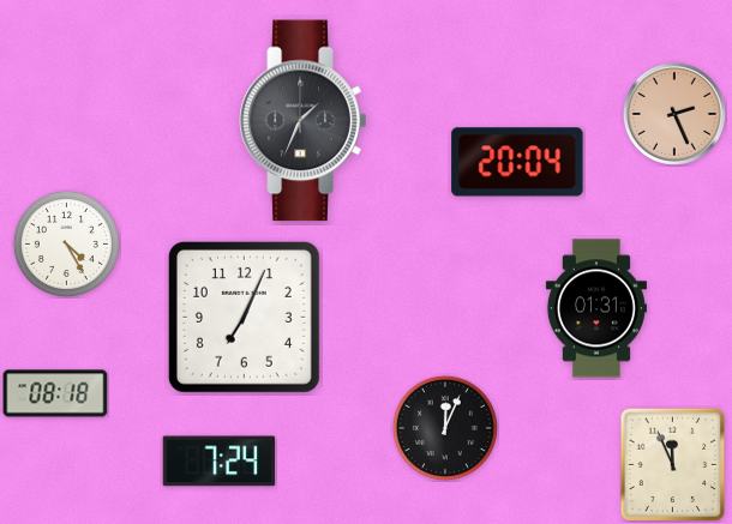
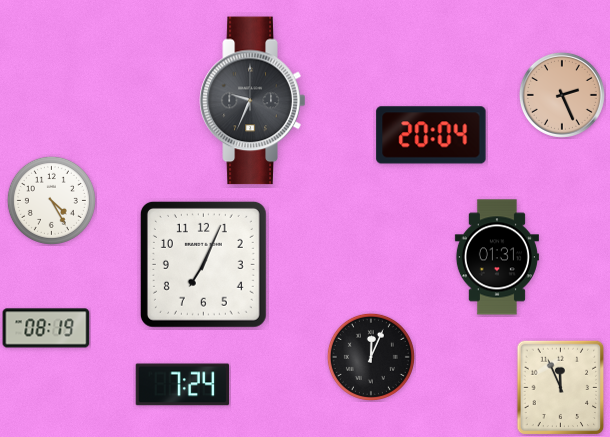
clock at (304, 121): 1:34 -> 9:34
clock at (66, 243) position: (66, 243) -> (51, 200)
clock at (55, 393): 08:18 -> 08:19
